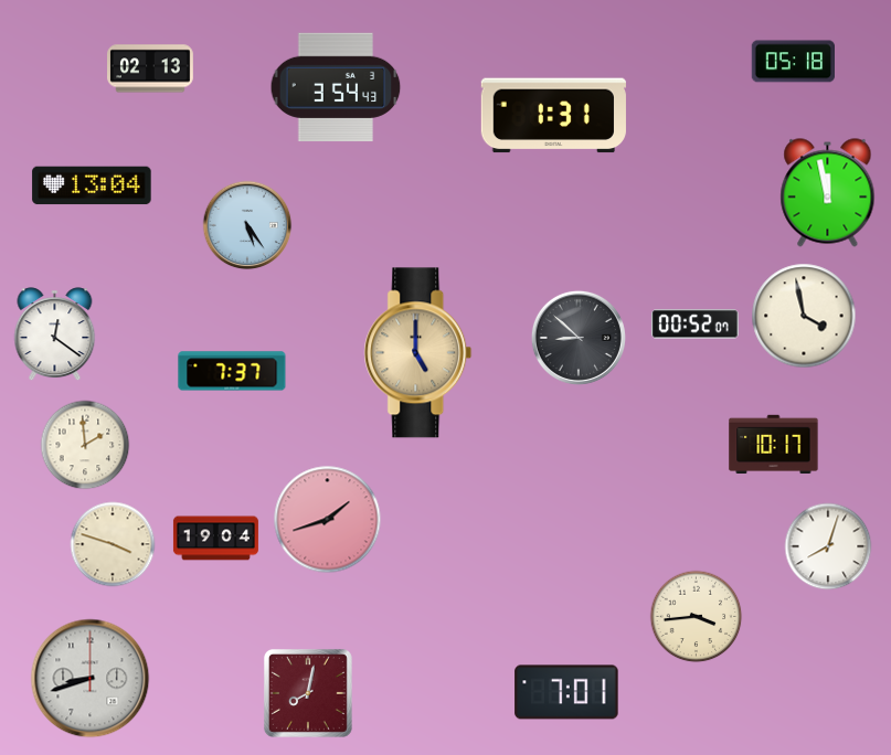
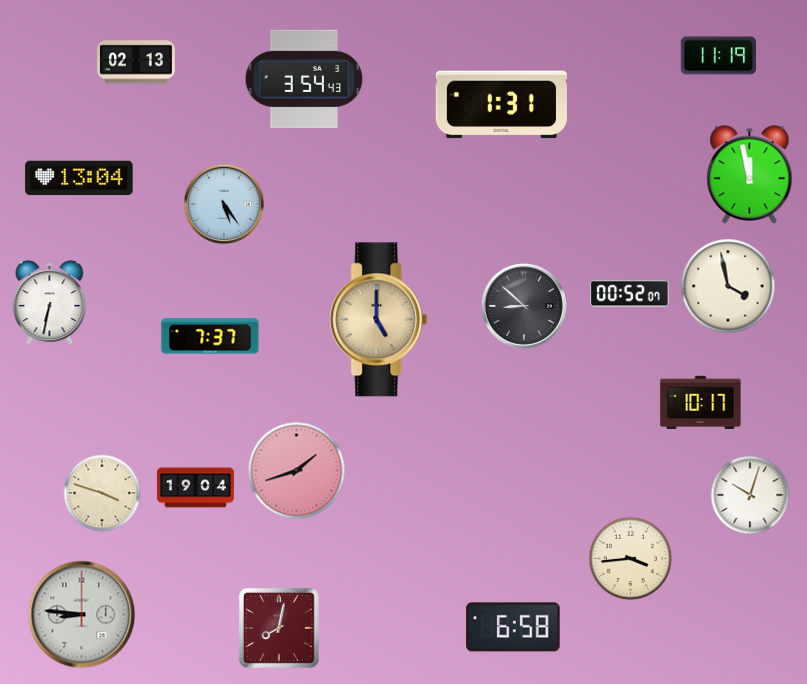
clock at (793, 62): 05:18 -> 11:19
clock at (92, 185) position: (92, 185) -> (79, 178)
clock at (55, 334): 12:21 -> 6:32
clock at (85, 445): 1:59 -> none
clock at (828, 546): 8:03 -> 10:03
clock at (91, 679): 8:42 -> 8:46
clock at (566, 692): 7:01 -> 6:58
